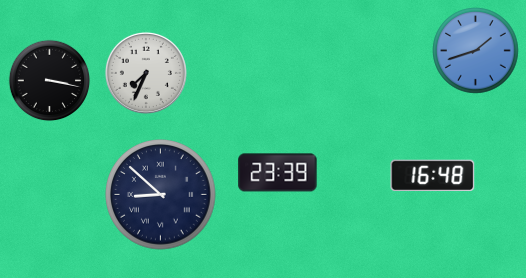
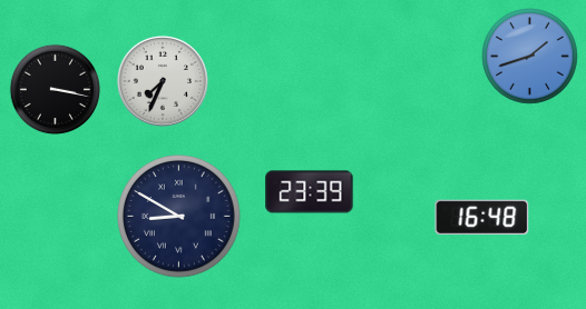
clock at (433, 176) position: (433, 176) -> (482, 218)
clock at (161, 195): 8:52 -> 8:50
